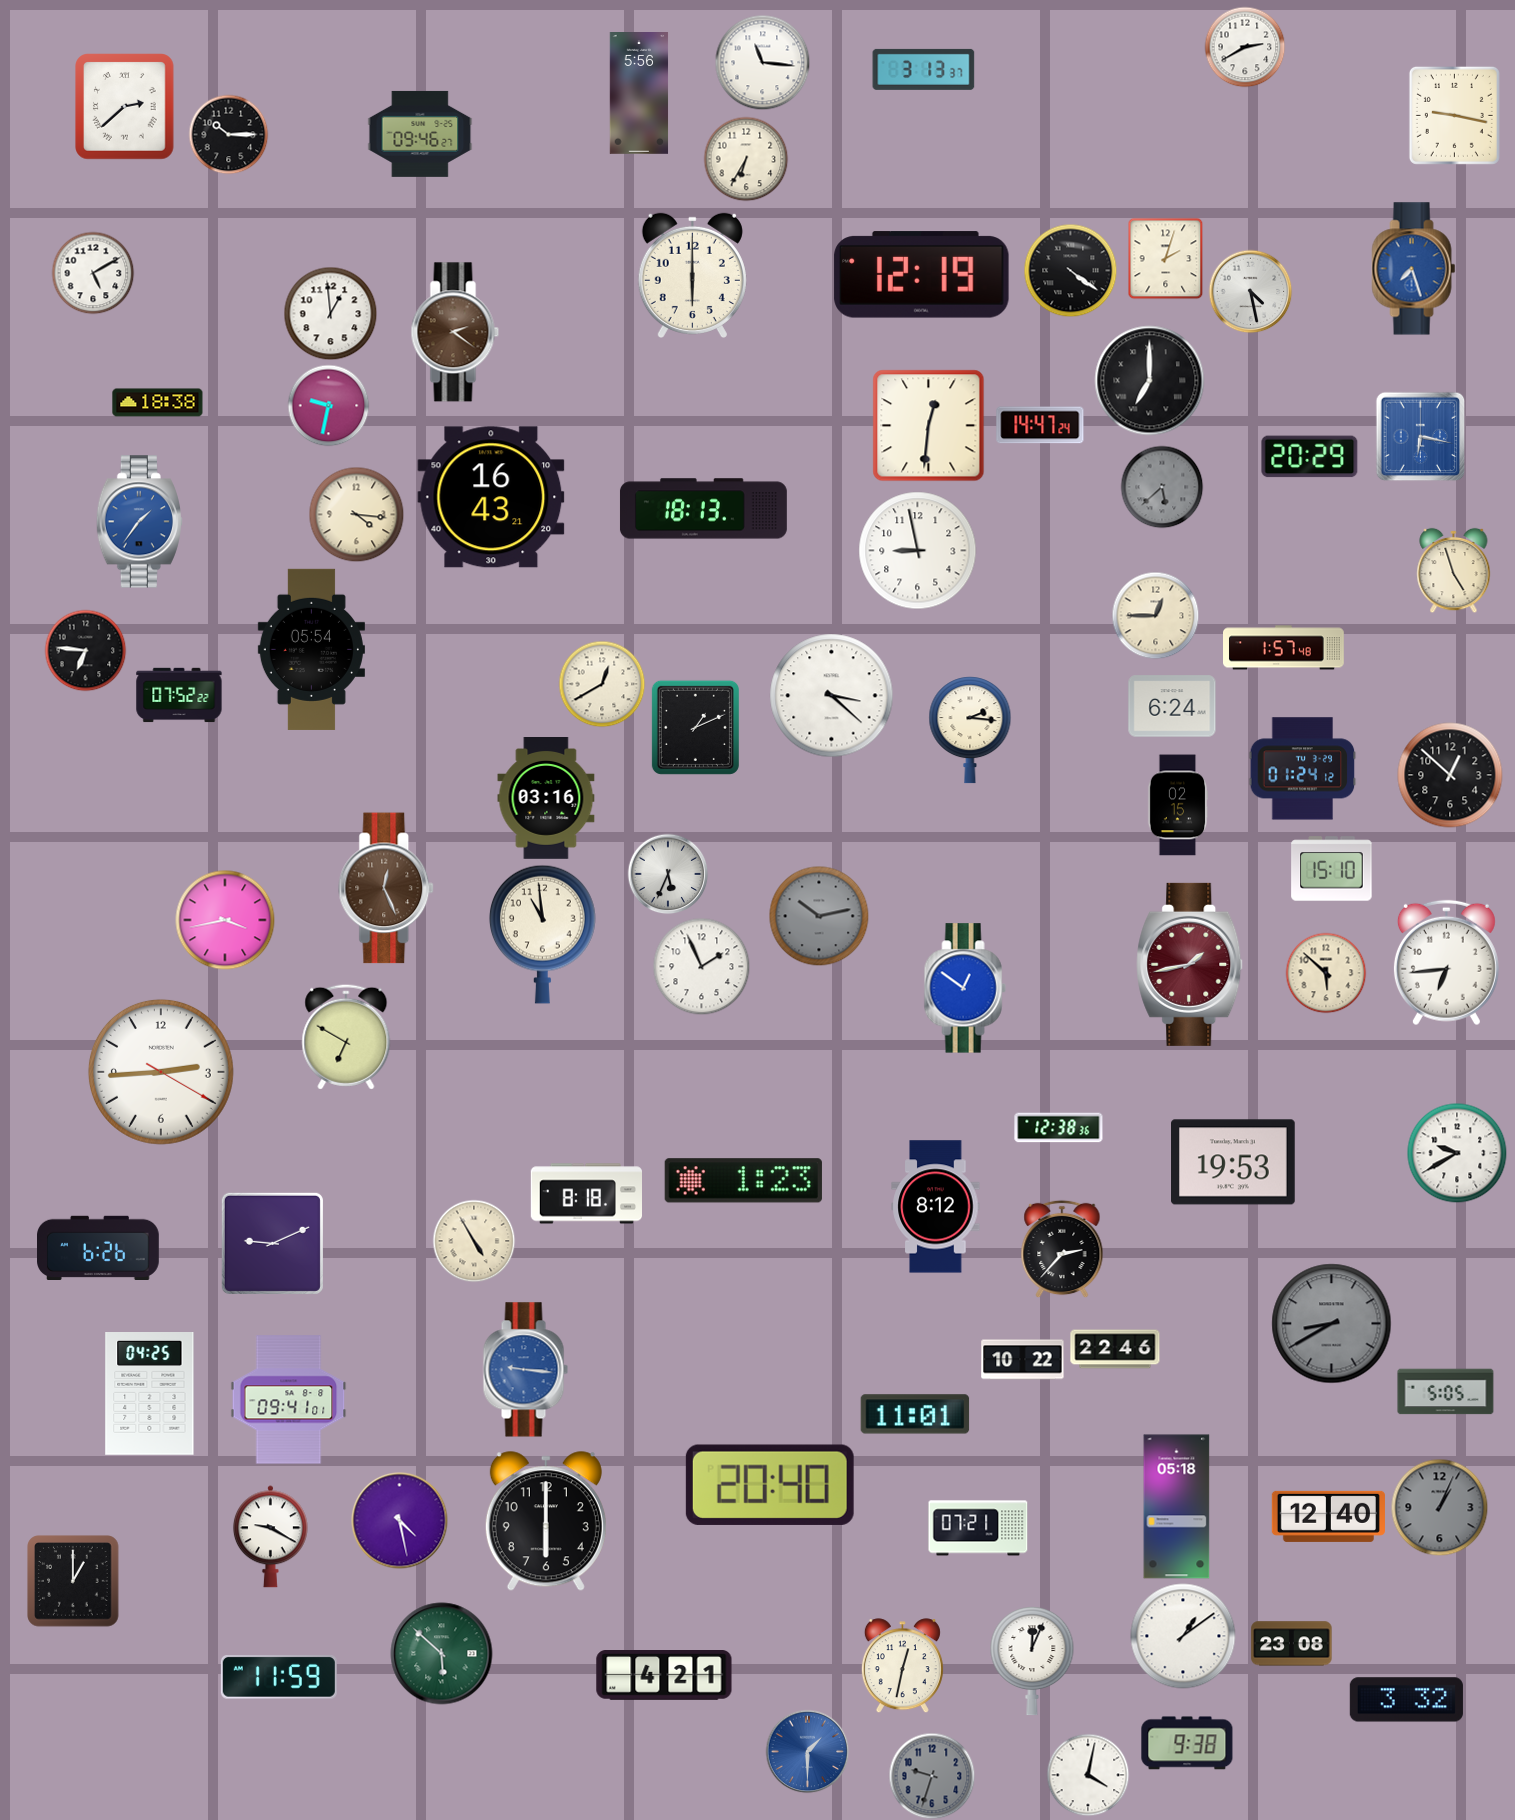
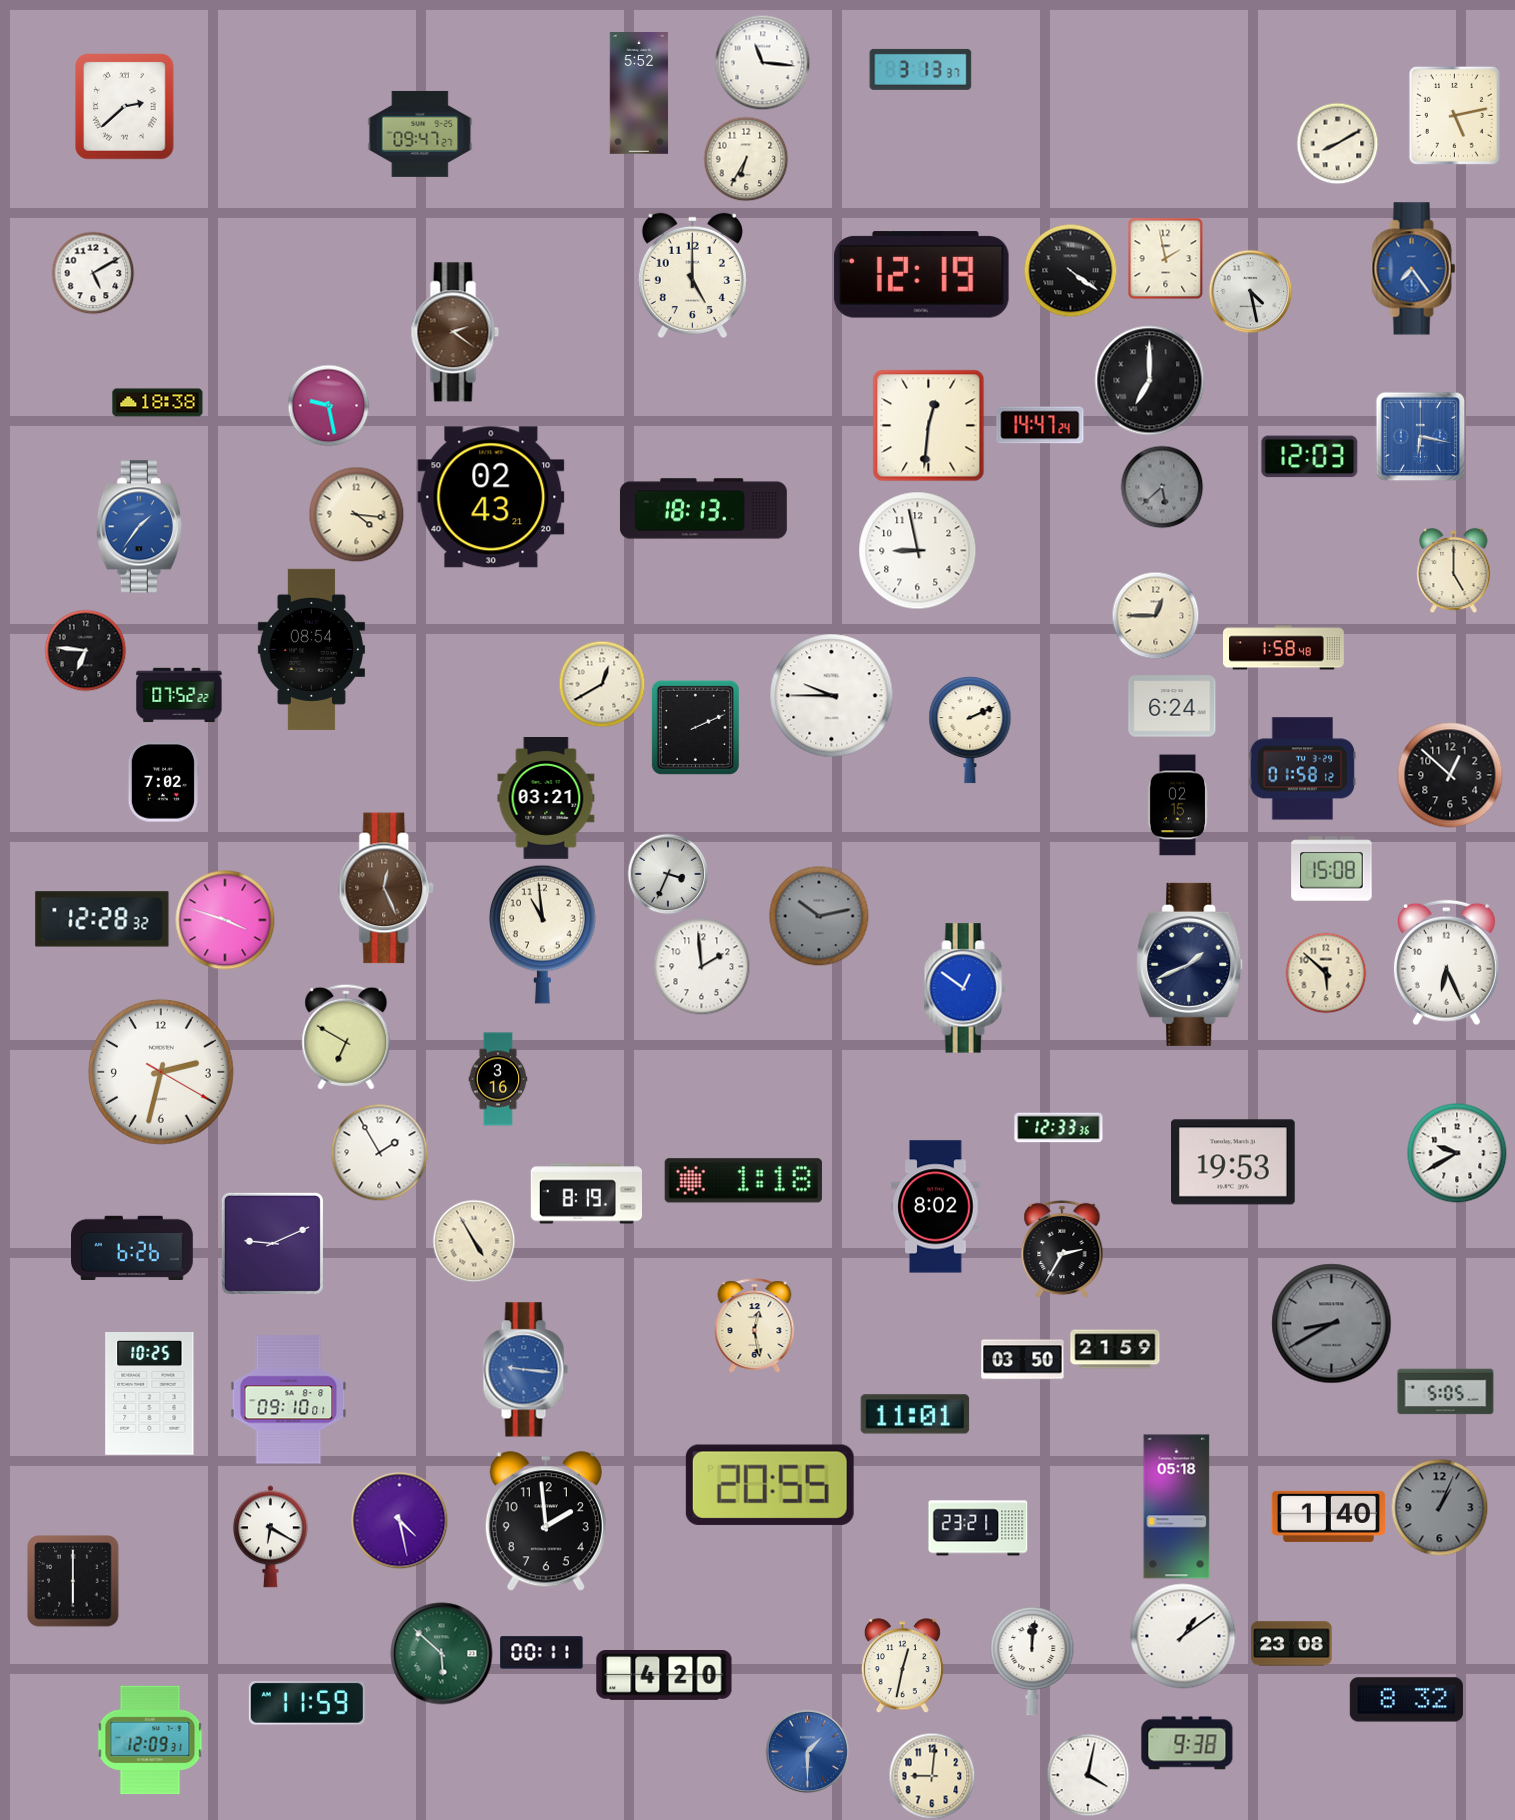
clock at (1245, 47): 2:40 -> none
clock at (924, 69) position: (924, 69) -> (921, 69)
clock at (639, 94): 5:56 -> 5:52
clock at (1454, 115): 9:17 -> 5:13
clock at (228, 134): 10:15 -> none
clock at (420, 134): 09:46 -> 09:47
clock at (1337, 143): none -> 8:10
clock at (1166, 258): 2:03 -> 1:58
clock at (1414, 269): 7:27 -> 7:24
clock at (692, 275): 6:00 -> 5:00
clock at (330, 313): 12:59 -> none
clock at (328, 405): 9:32 -> 9:28
clock at (1310, 457): 20:29 -> 12:03
clock at (491, 497): 16:43 -> 02:43
clock at (139, 522) position: (139, 522) -> (139, 527)
clock at (1454, 570): 4:57 -> 5:00
clock at (1284, 648): 1:57 -> 1:58
clock at (311, 649): 05:54 -> 08:54
clock at (832, 696): 3:22 -> 9:45
clock at (695, 727): 1:11 -> 2:11
clock at (970, 730): 2:16 -> 2:11
clock at (1303, 769): 01:24 -> 01:58
clock at (163, 782): none -> 7:02
clock at (546, 799): 03:16 -> 03:21
clock at (1332, 869): 15:10 -> 15:08
clock at (668, 874): 5:34 -> 3:34
clock at (102, 919): none -> 12:28
clock at (225, 920): 3:43 -> 3:48
clock at (1446, 963): 6:44 -> 6:26
clock at (1190, 964): 1:43 -> 1:41
clock at (1190, 964) dial: burgundy -> navy
clock at (701, 966): 1:56 -> 1:59
clock at (161, 1072): 2:44 -> 2:32
clock at (498, 1079): none -> 3:16
clock at (1059, 1128): 12:38 -> 12:33
clock at (379, 1152): none -> 1:55
clock at (743, 1181): 1:23 -> 1:18
clock at (586, 1194): 8:18 -> 8:19
clock at (936, 1207): 8:12 -> 8:02
clock at (99, 1247) position: (99, 1247) -> (133, 1247)
clock at (1062, 1249): 2:37 -> 2:35
clock at (755, 1326): none -> 12:28
clock at (1115, 1349): 22:46 -> 21:59
clock at (1023, 1360): 10:22 -> 03:50
clock at (150, 1394): 04:25 -> 10:25
clock at (289, 1400): 09:41 -> 09:10
clock at (770, 1485): 20:40 -> 20:55
clock at (1328, 1516): 12:40 -> 1:40
clock at (546, 1522): 6:00 -> 1:59
clock at (978, 1528): 07:21 -> 23:21
clock at (270, 1537): 9:20 -> 6:20
clock at (73, 1581): 1:00 -> 6:00
clock at (542, 1653): none -> 00:11
clock at (1032, 1661): 12:04 -> 12:01
clock at (664, 1676): 4:21 -> 4:20
clock at (279, 1678) position: (279, 1678) -> (307, 1704)
clock at (1406, 1700): 3:32 -> 8:32
clock at (150, 1740): none -> 12:09
clock at (932, 1776): 9:33 -> 9:01
clock at (932, 1776) dial: grey -> cream
